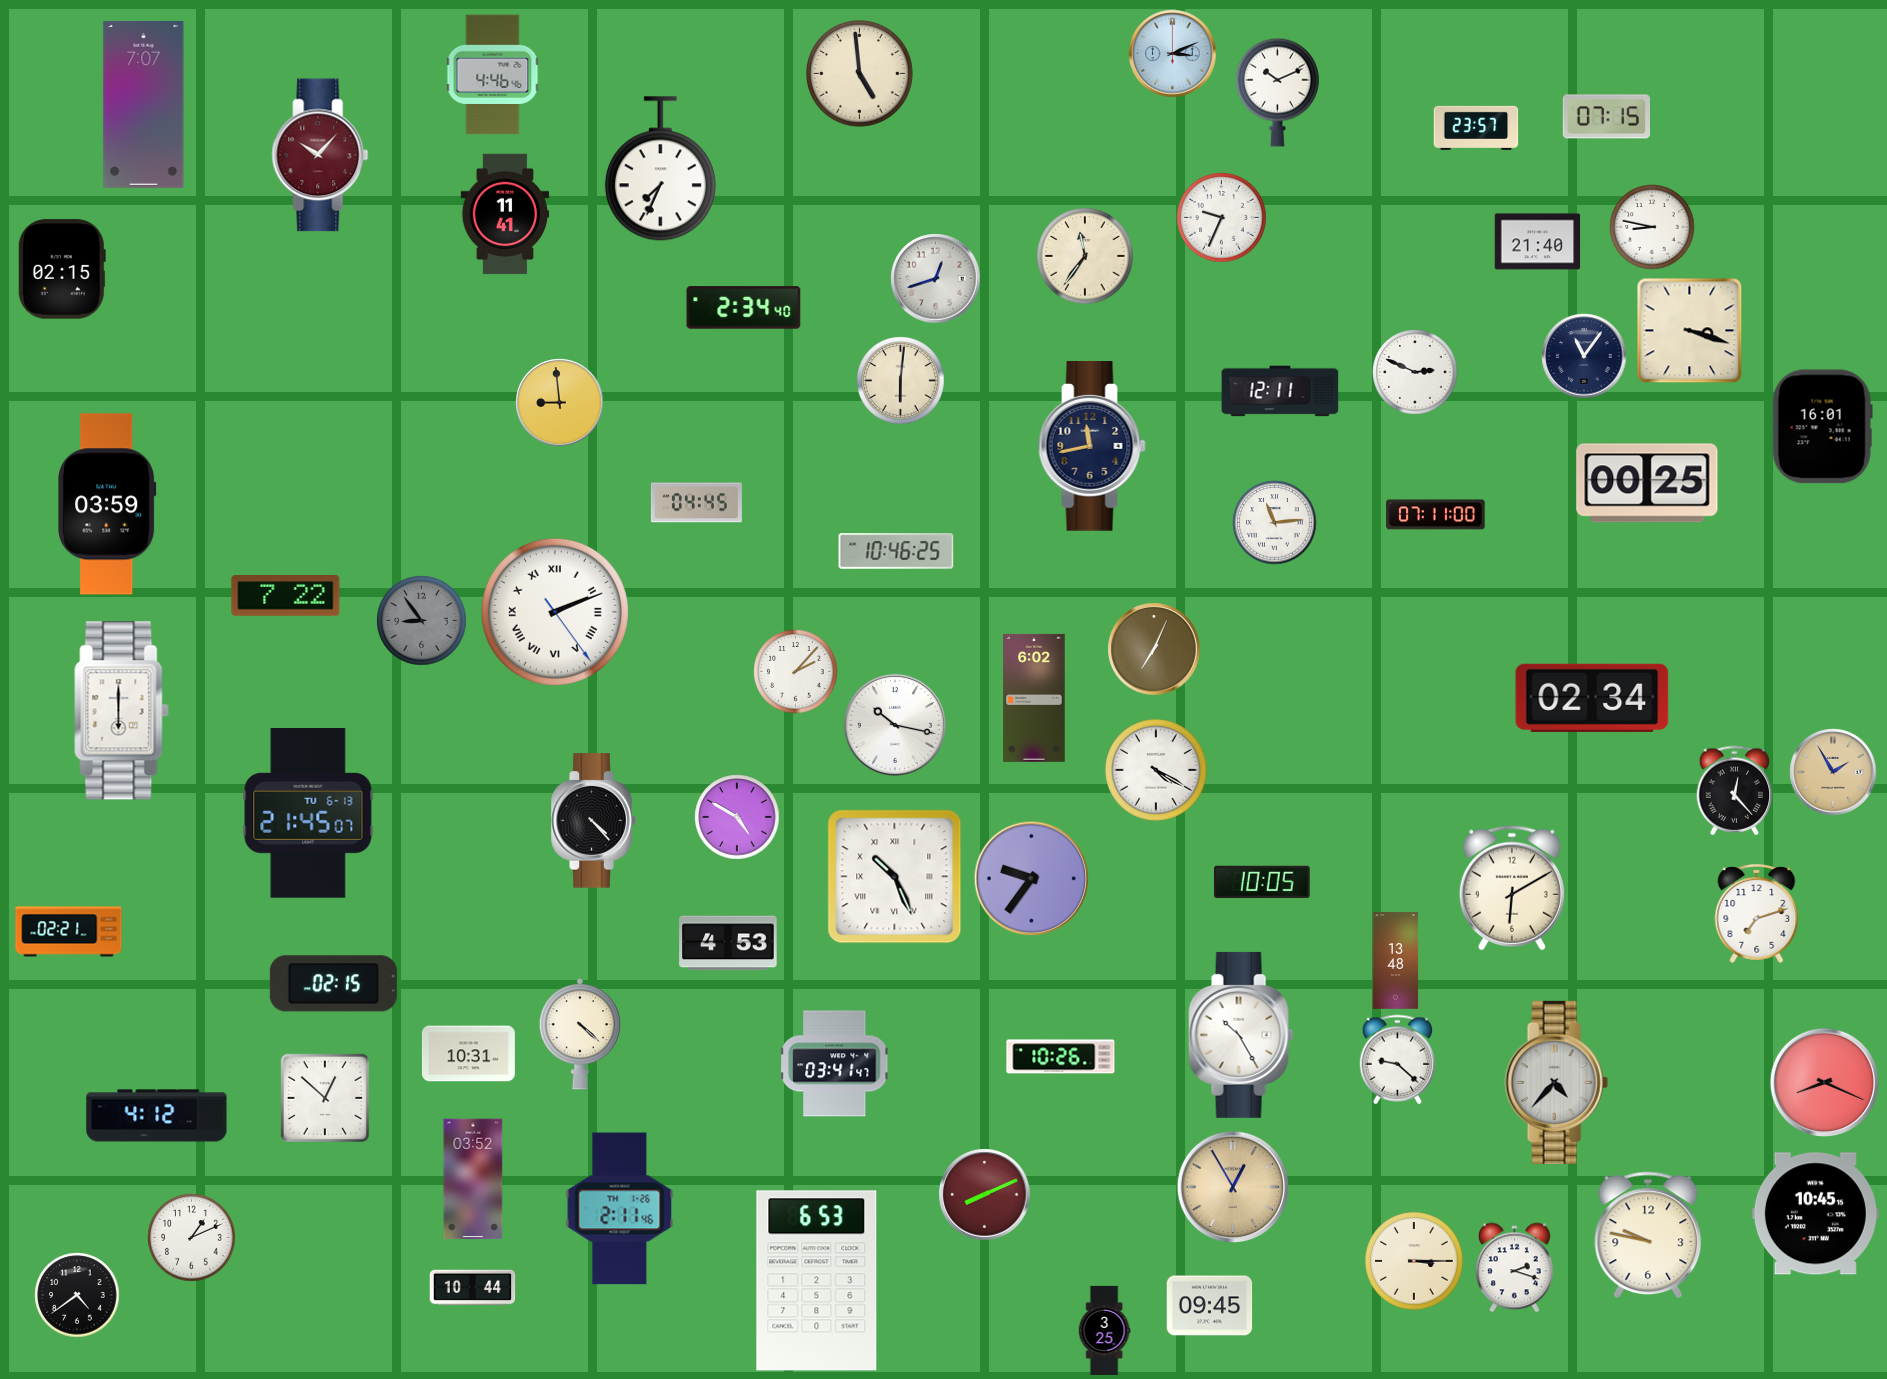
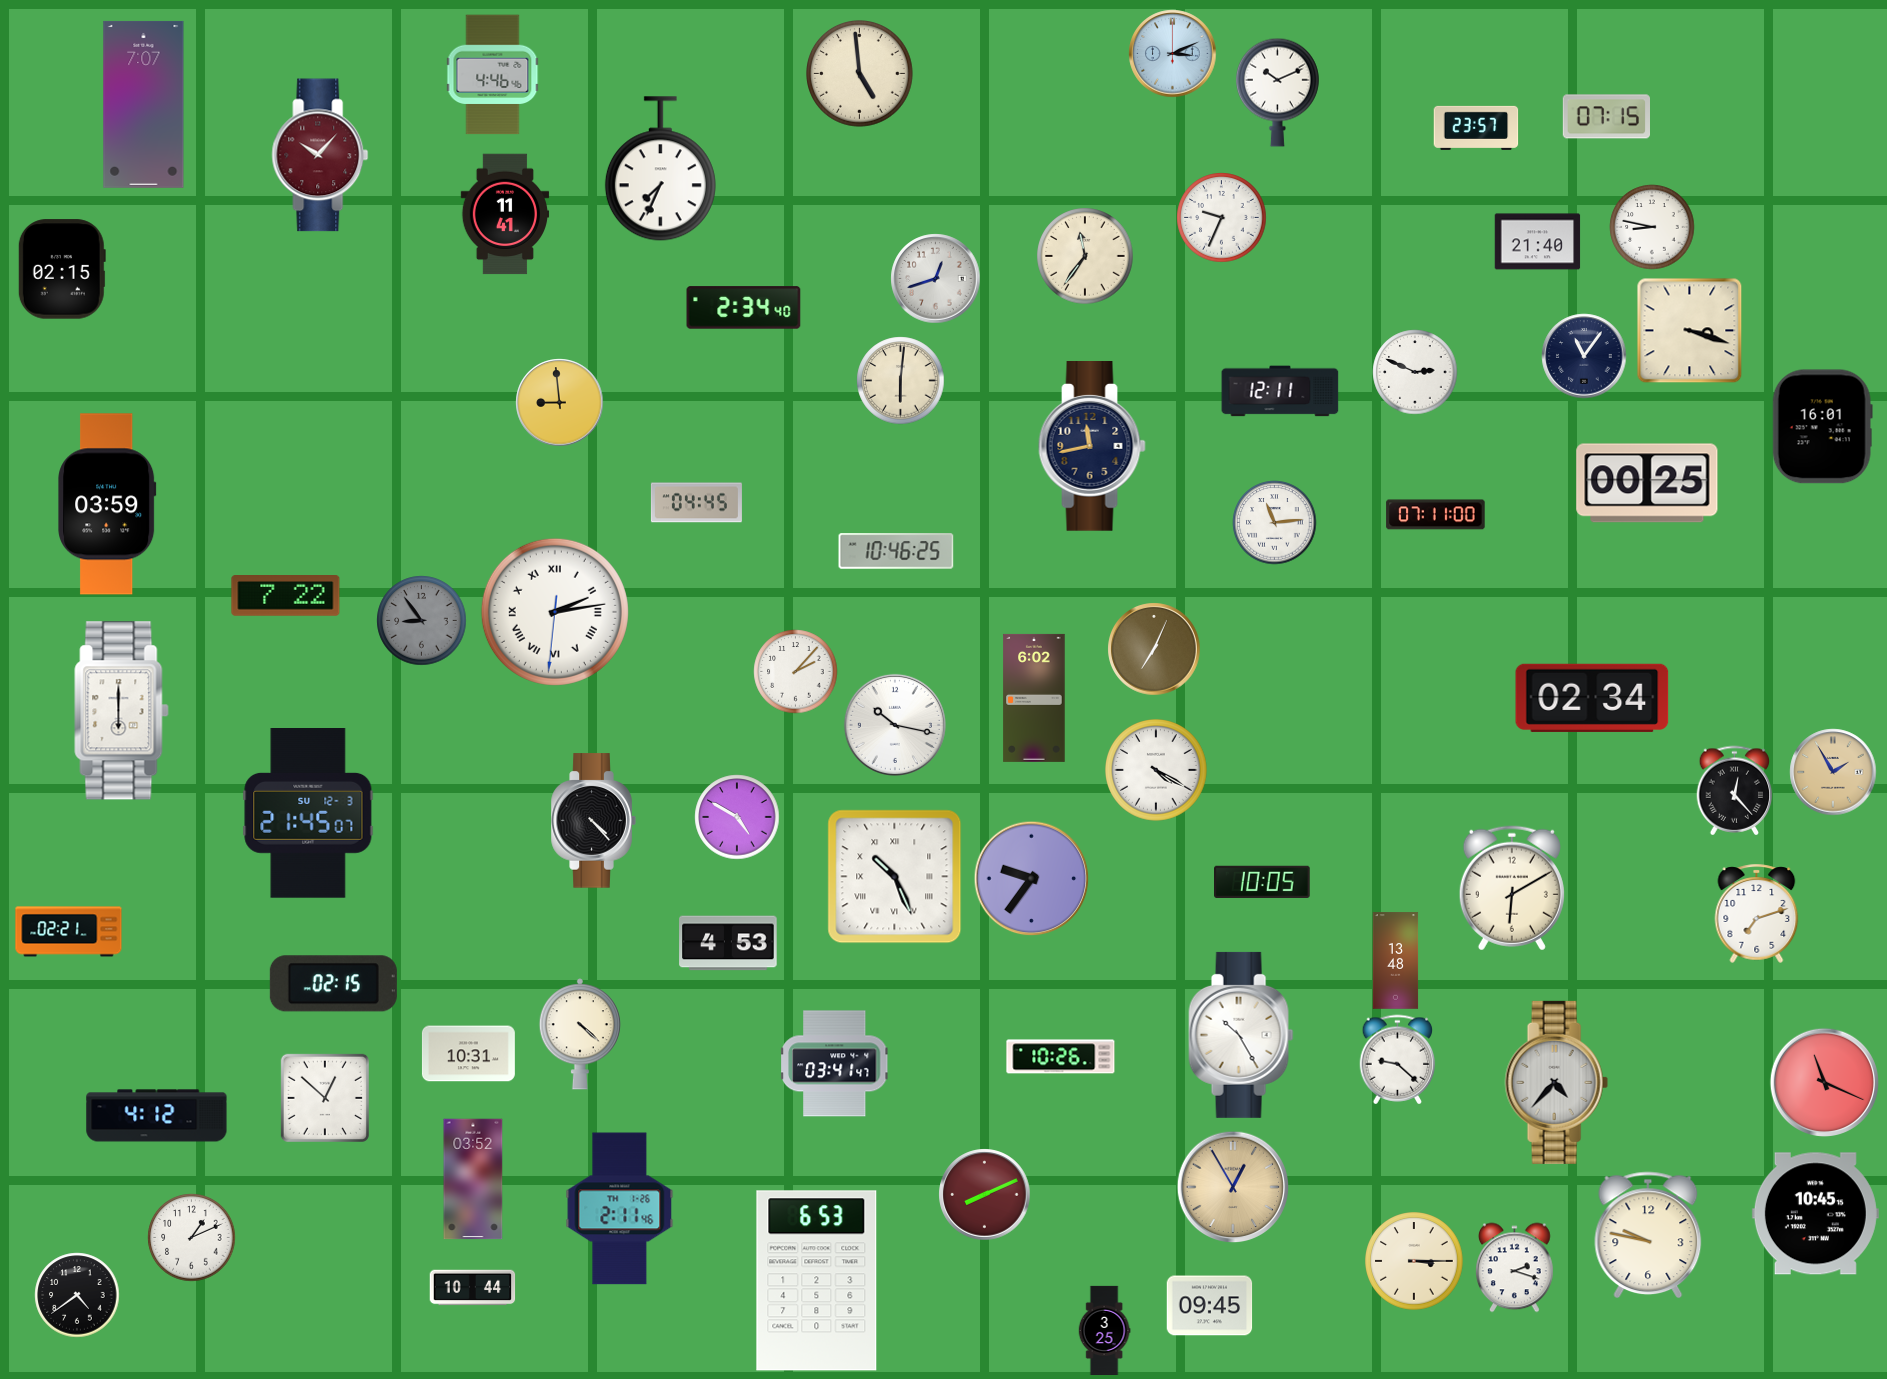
clock at (555, 612): 2:11 -> 2:13
clock at (308, 814) date: TU 6-13 -> SU 12-3
clock at (1824, 1082): 8:19 -> 11:19
